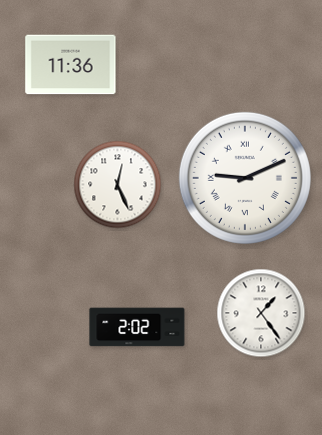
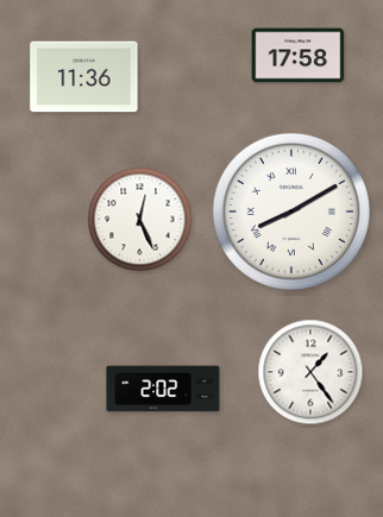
clock at (299, 56): none -> 17:58
clock at (245, 178): 9:11 -> 8:10
